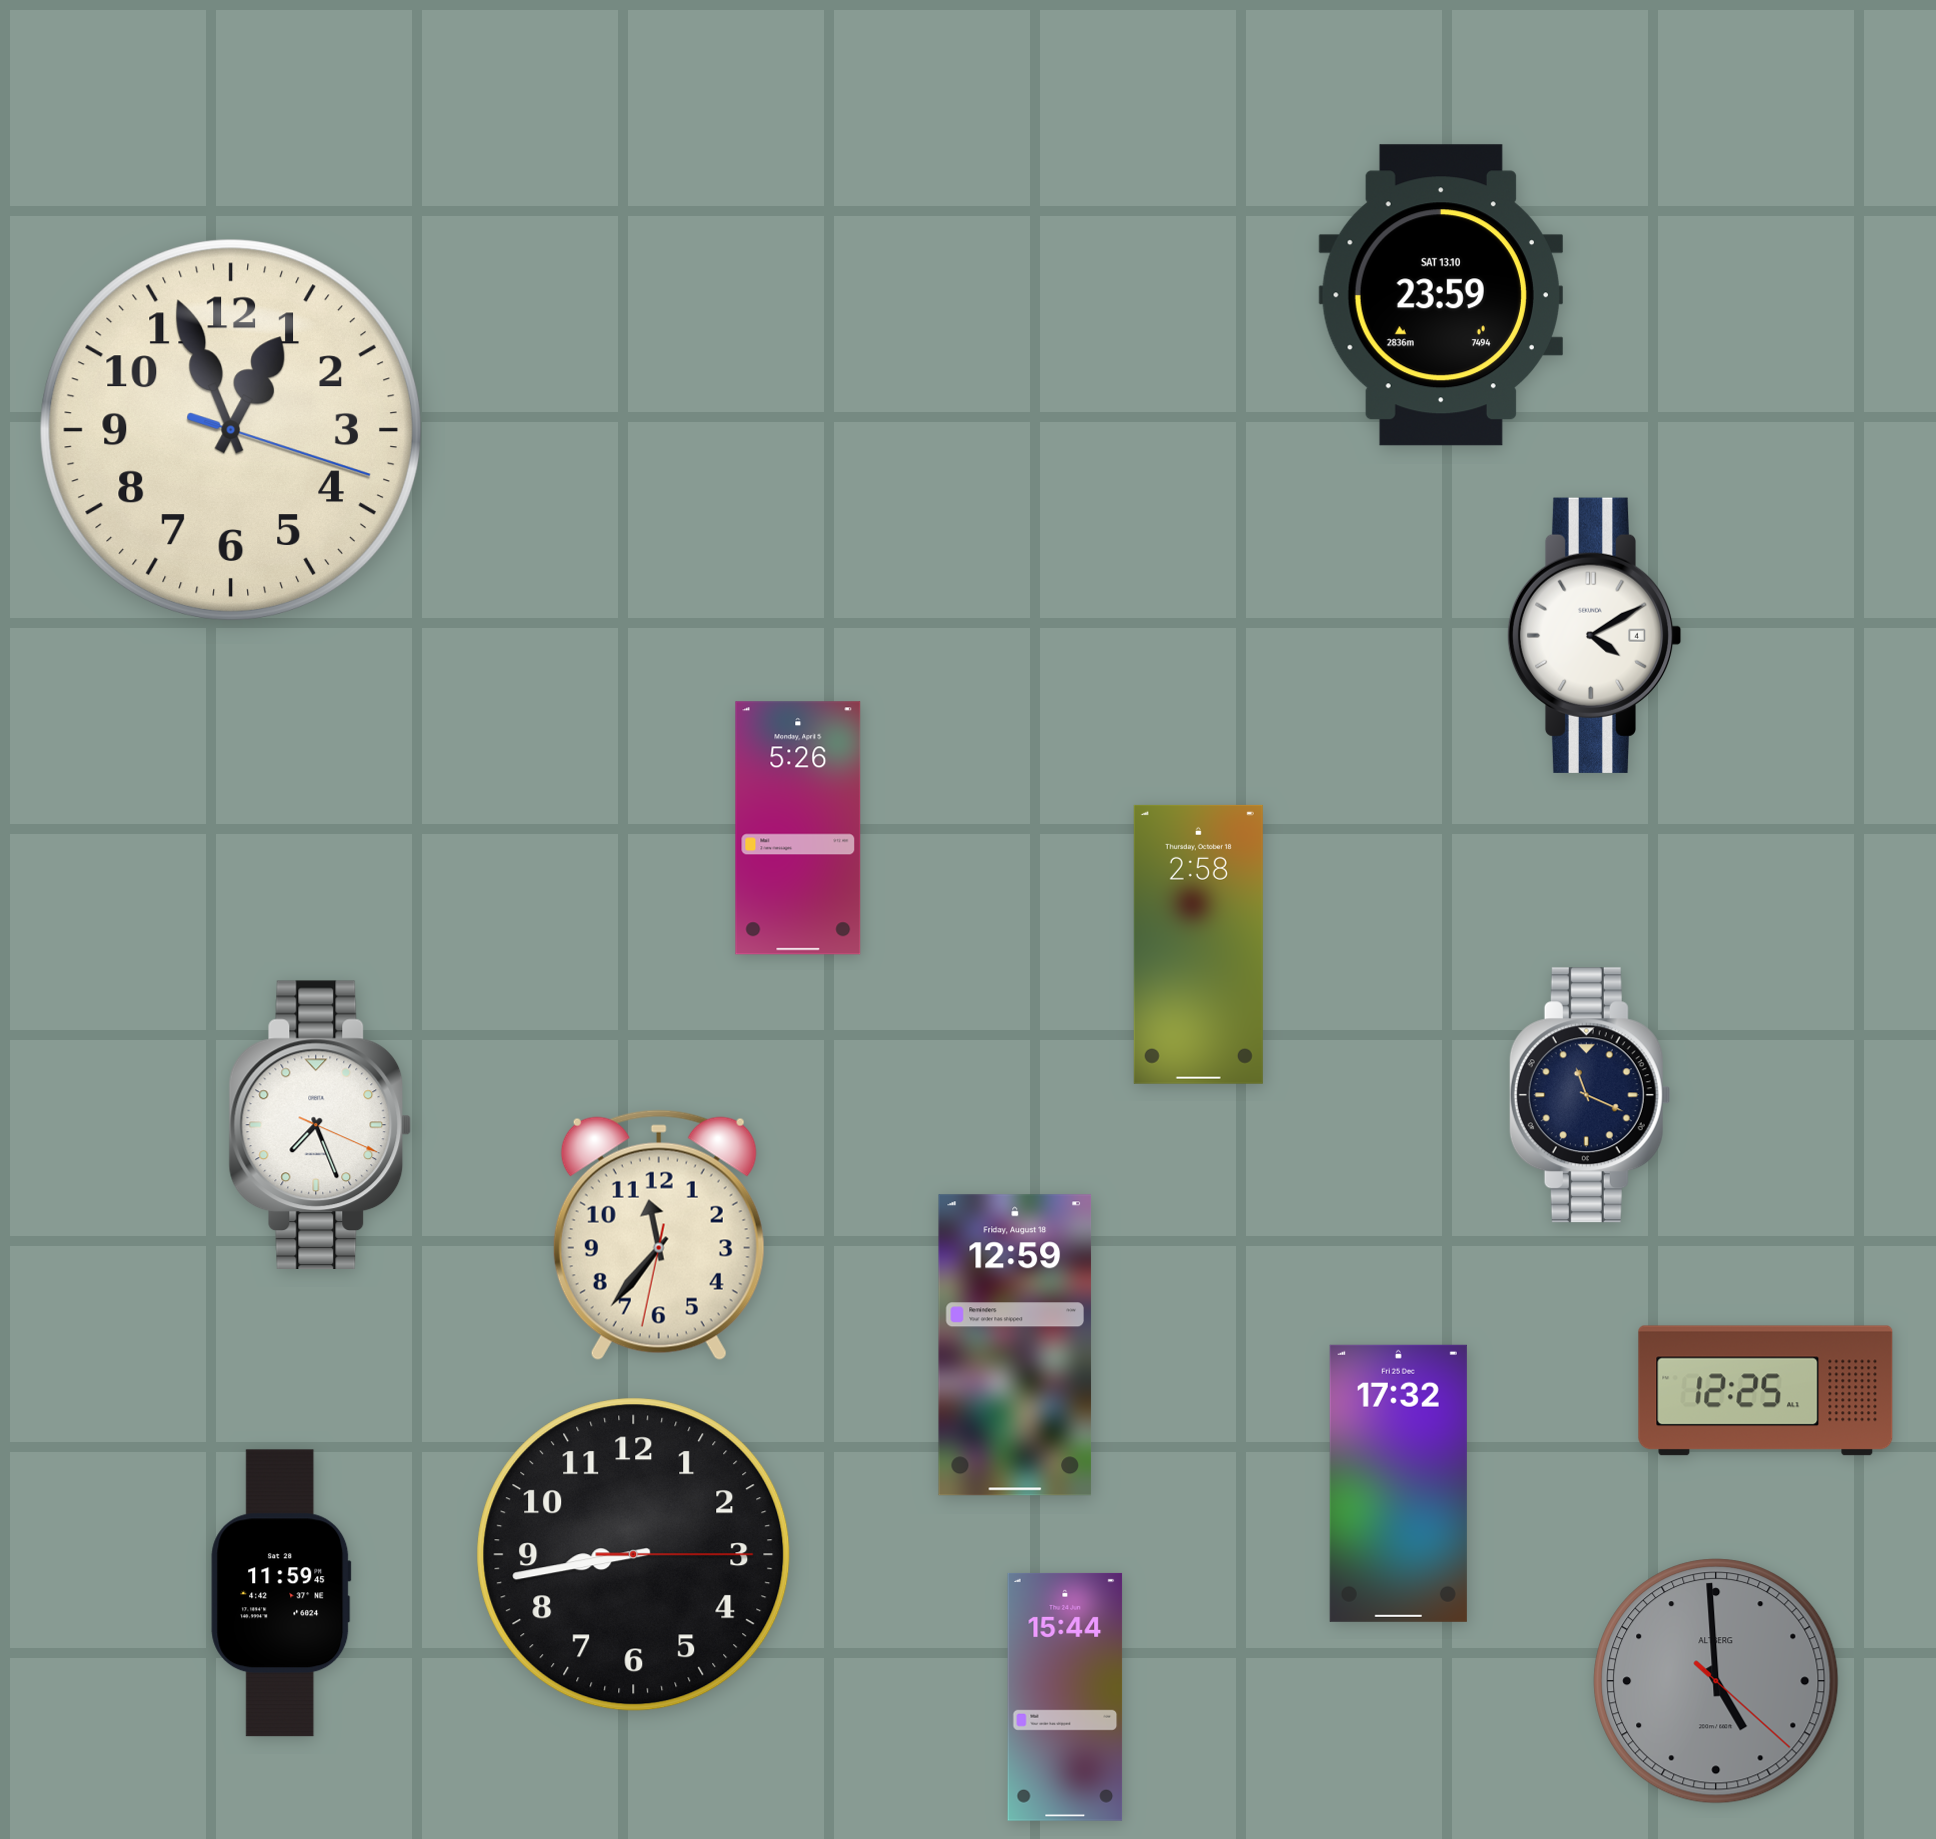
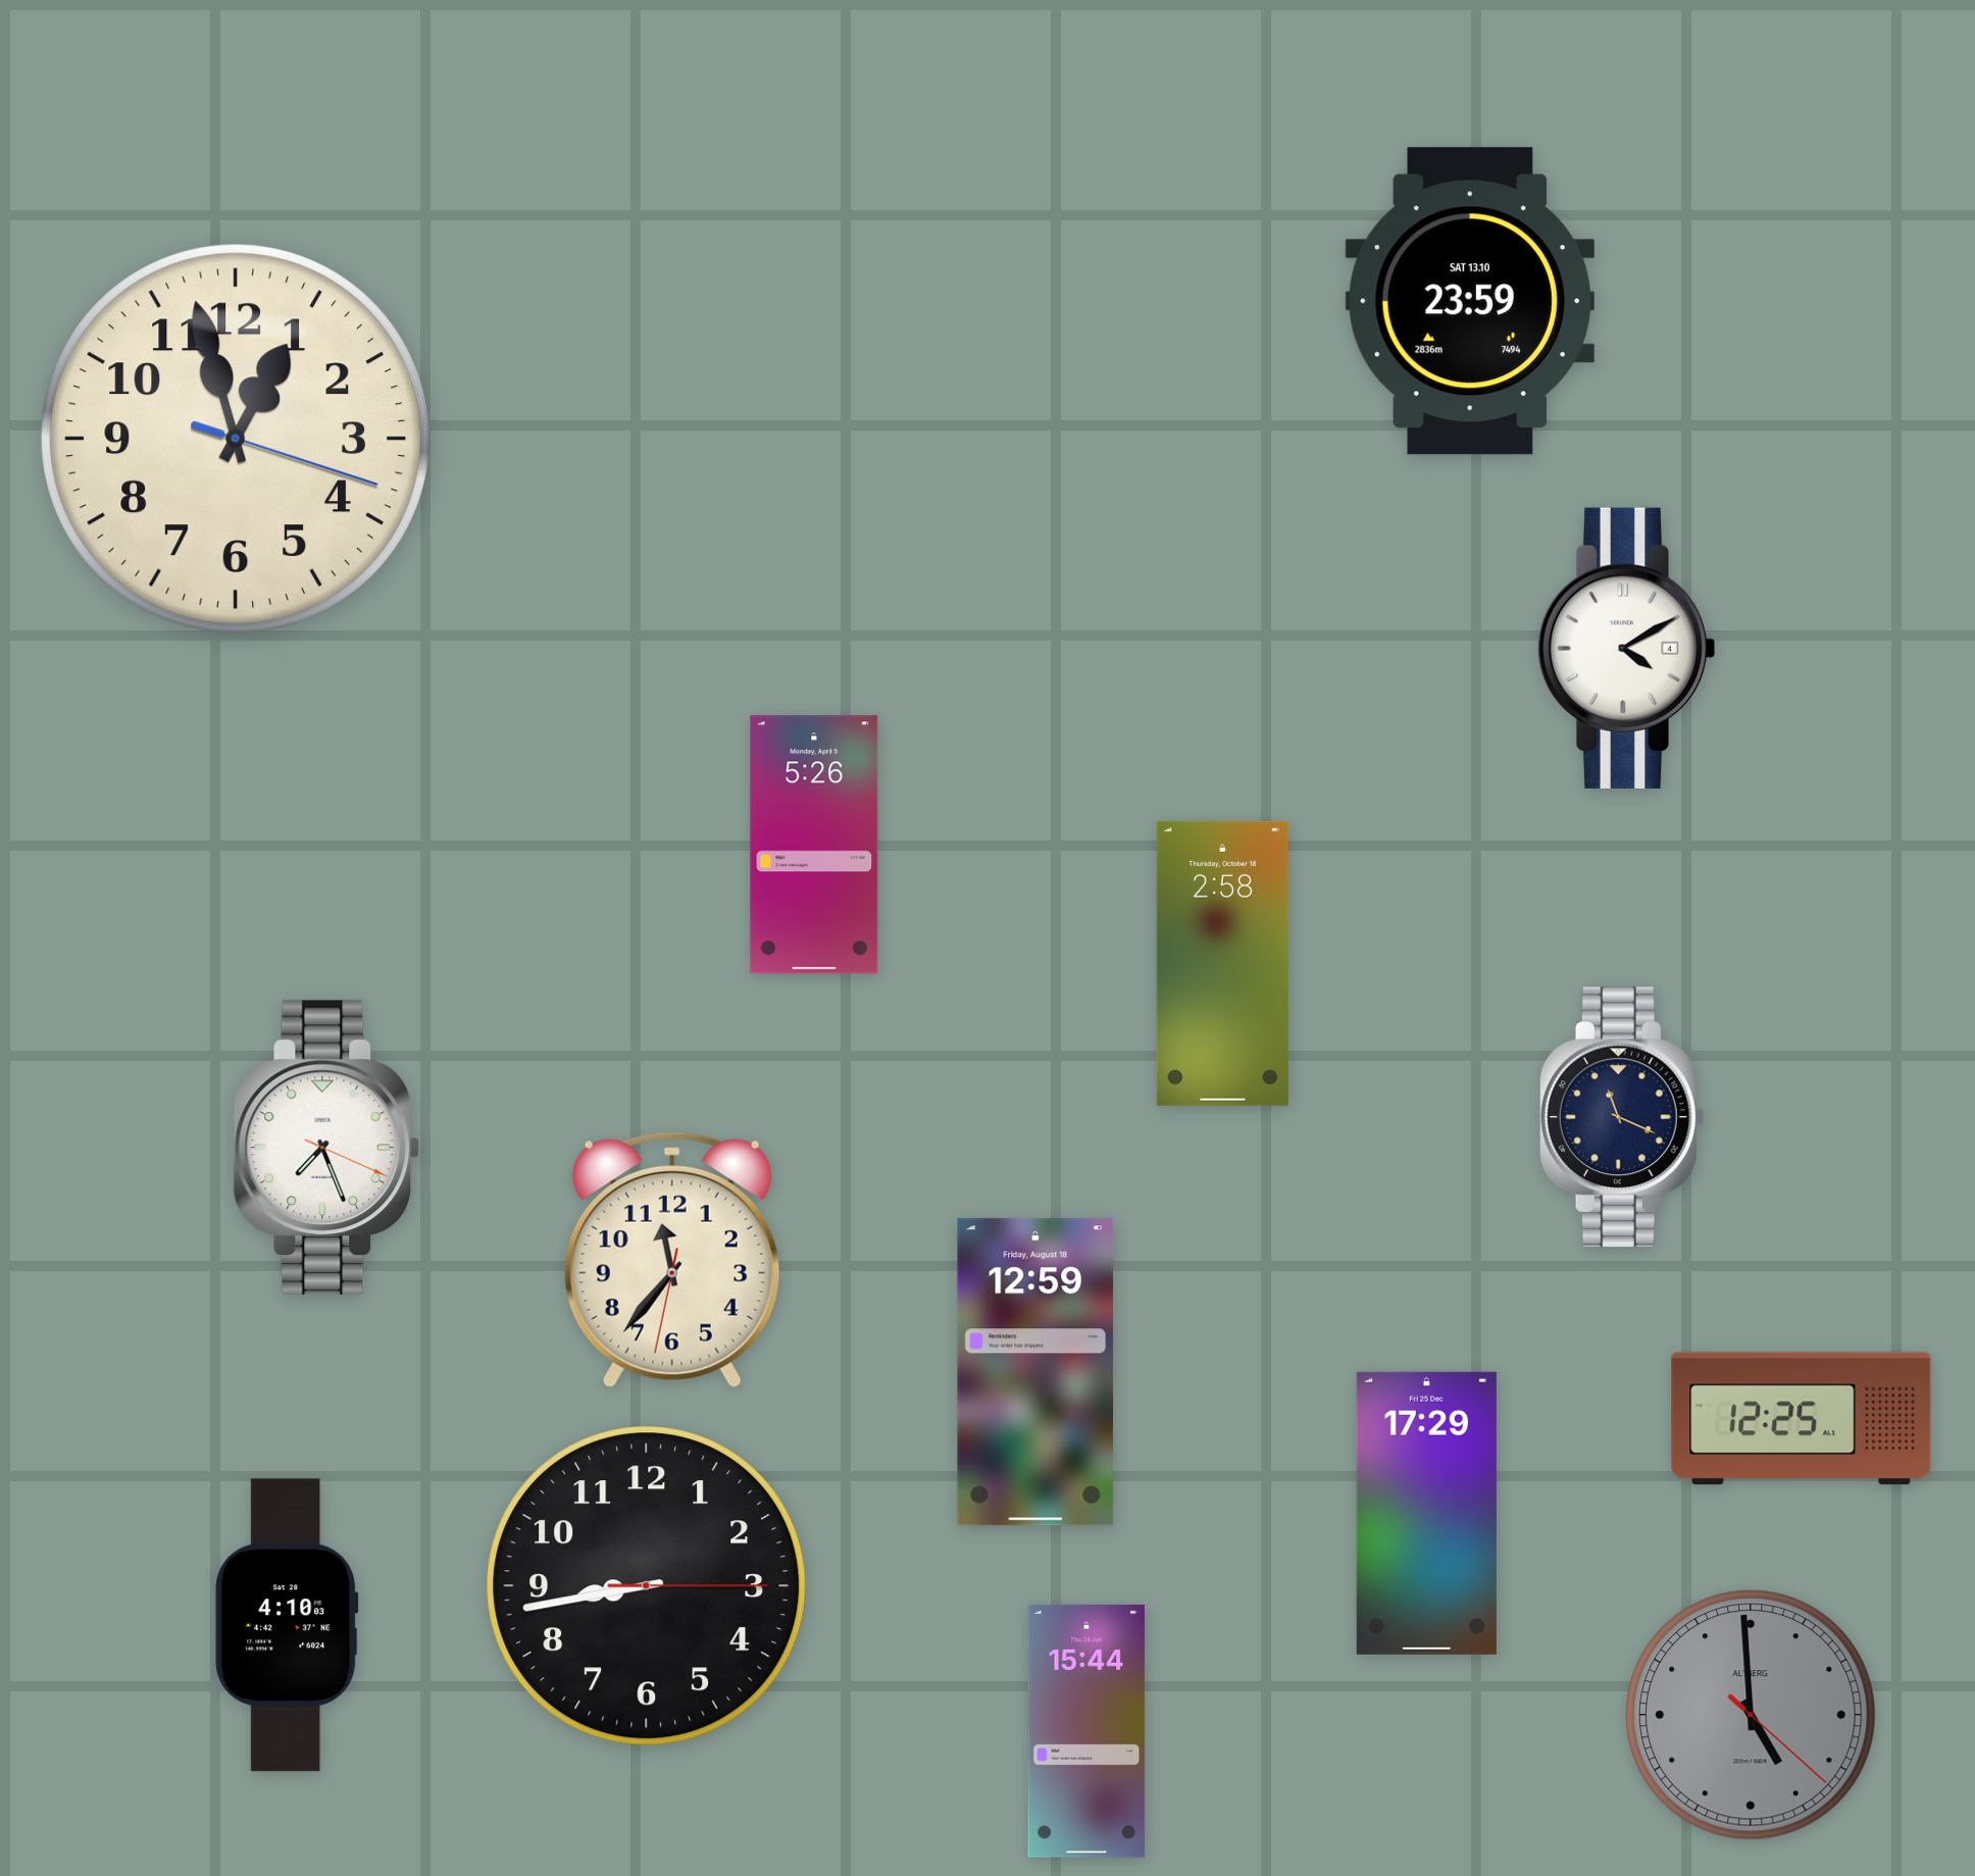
clock at (231, 430): 12:56 -> 12:57
clock at (1398, 1483): 17:32 -> 17:29
clock at (281, 1593): 11:59 -> 4:10
